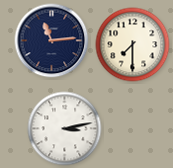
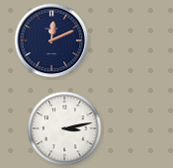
clock at (52, 41): 11:14 -> 12:11
clock at (133, 45): 7:30 -> none
